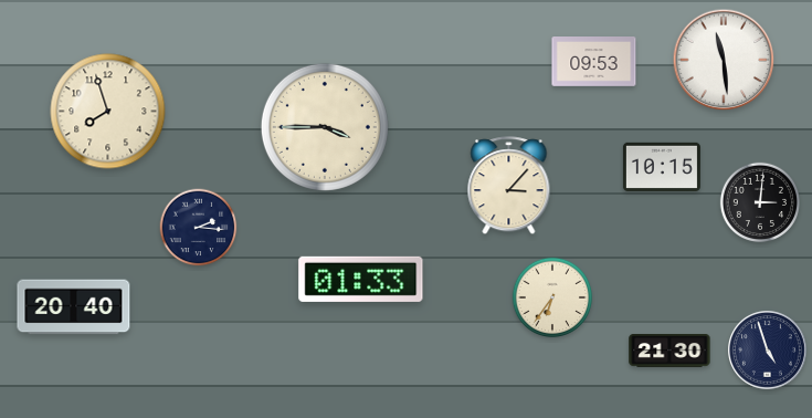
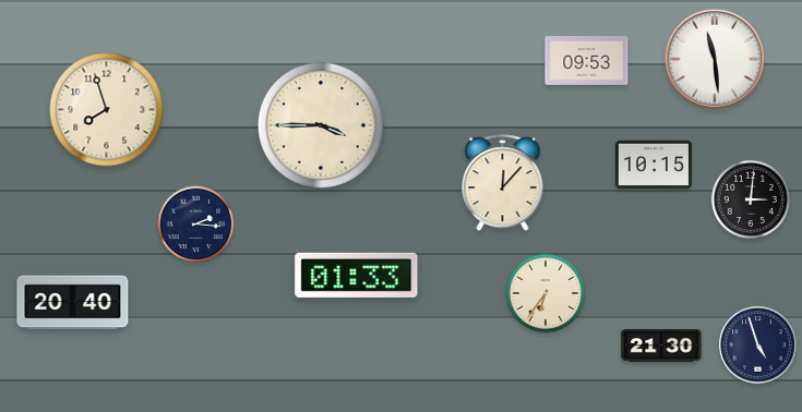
clock at (509, 186): 3:07 -> 12:07
